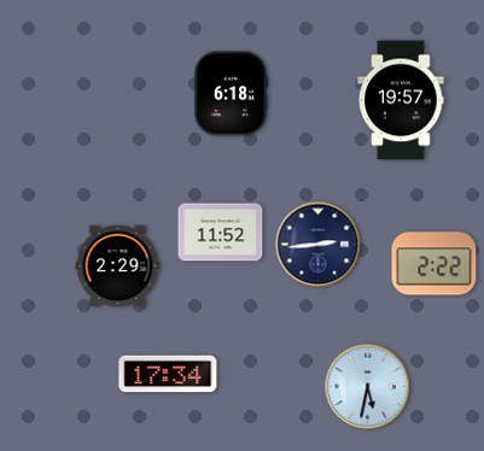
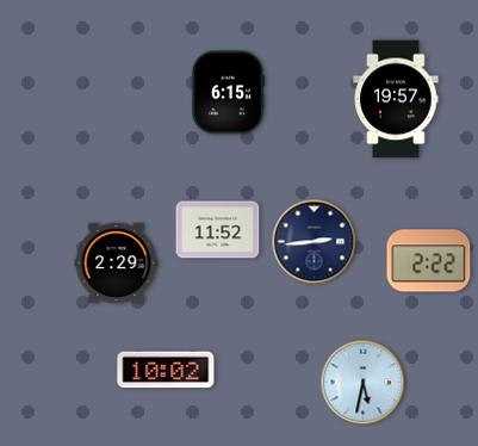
clock at (231, 94): 6:18 -> 6:15
clock at (168, 374): 17:34 -> 10:02
